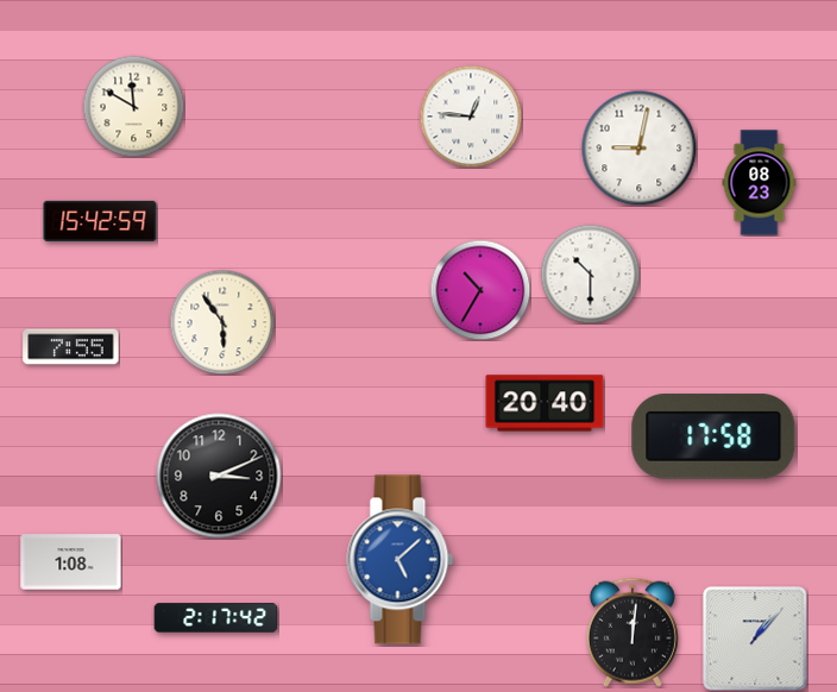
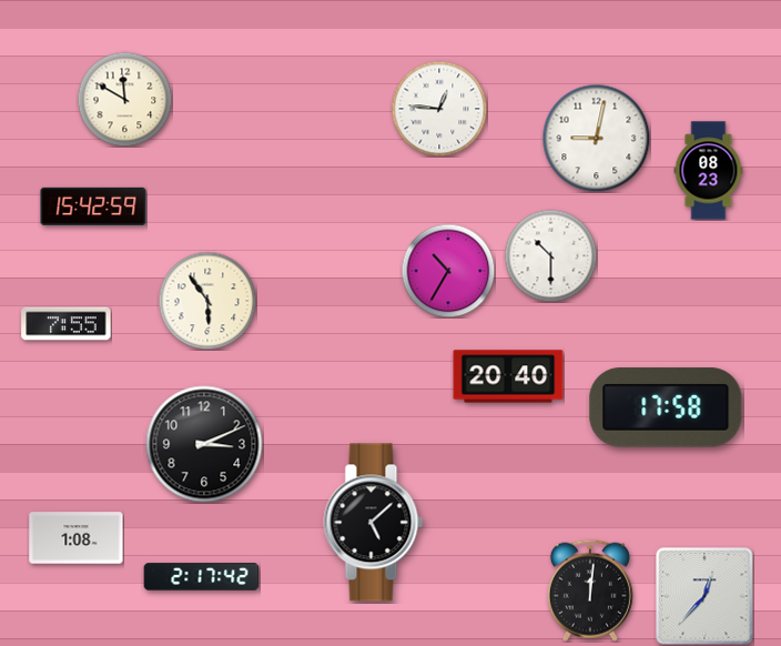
clock at (401, 560) dial: blue -> black
clock at (71, 562) position: (71, 562) -> (77, 538)
clock at (755, 638): 1:07 -> 12:37
